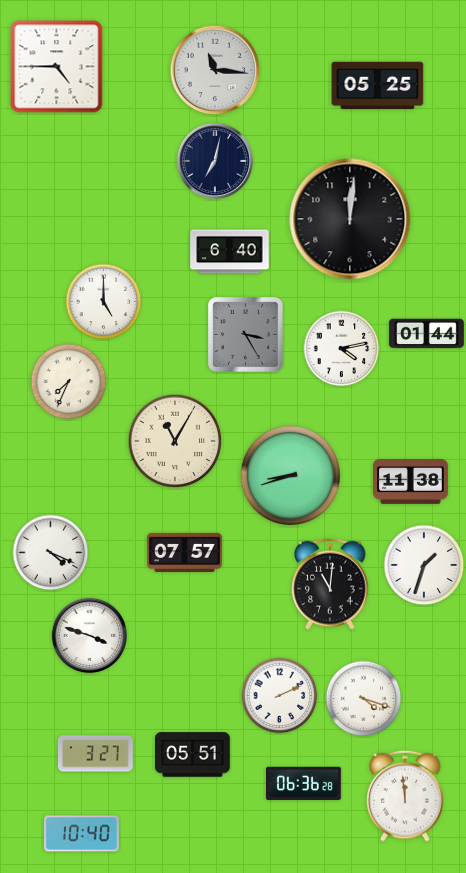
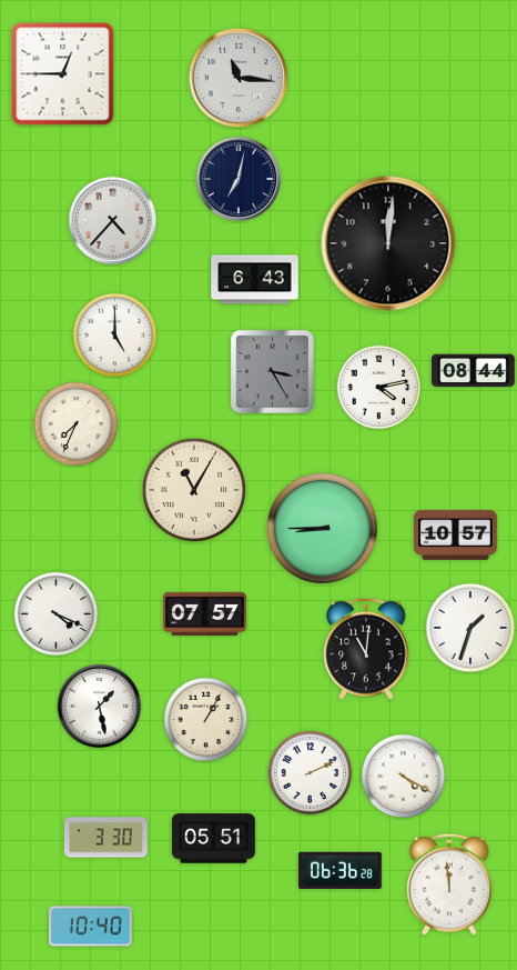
clock at (57, 67): 4:45 -> 12:45
clock at (378, 86): 05:25 -> none
clock at (113, 221): none -> 4:37
clock at (230, 252): 6:40 -> 6:43
clock at (427, 334): 01:44 -> 08:44
clock at (291, 476): 8:42 -> 8:45
clock at (411, 482): 11:38 -> 10:57
clock at (89, 635): 3:48 -> 1:28
clock at (206, 720): none -> 1:05
clock at (364, 699): 4:18 -> 4:20
clock at (96, 754): 3:27 -> 3:30
clock at (304, 783) position: (304, 783) -> (341, 870)
